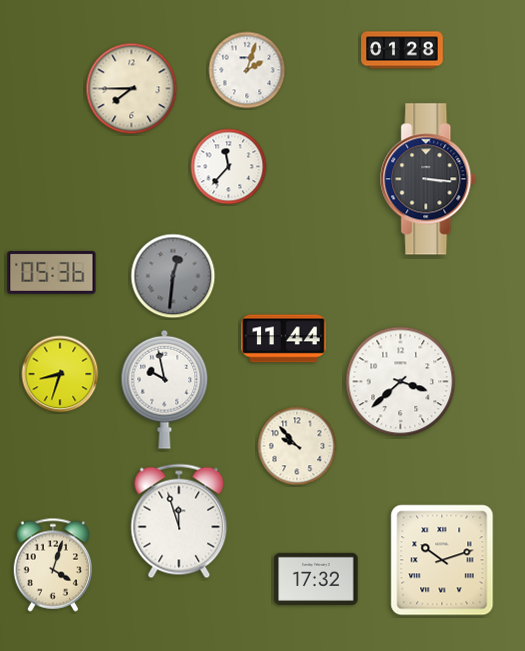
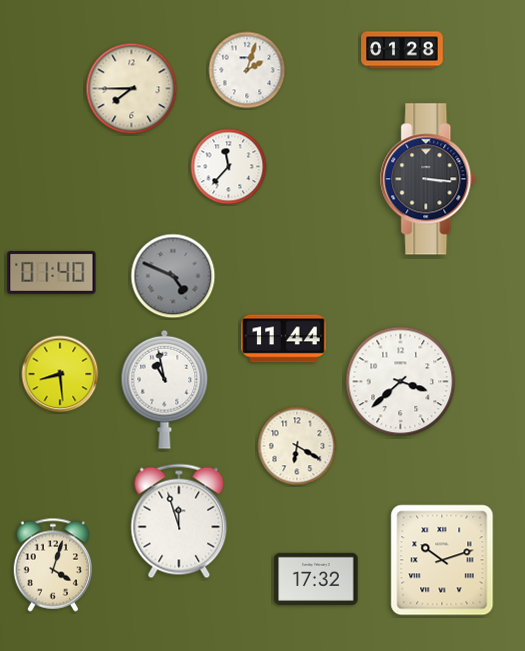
clock at (52, 272): 05:36 -> 01:40
clock at (173, 276): 12:31 -> 4:49
clock at (60, 374): 8:33 -> 8:29
clock at (165, 389): 9:58 -> 10:58
clock at (297, 446): 9:53 -> 6:20
